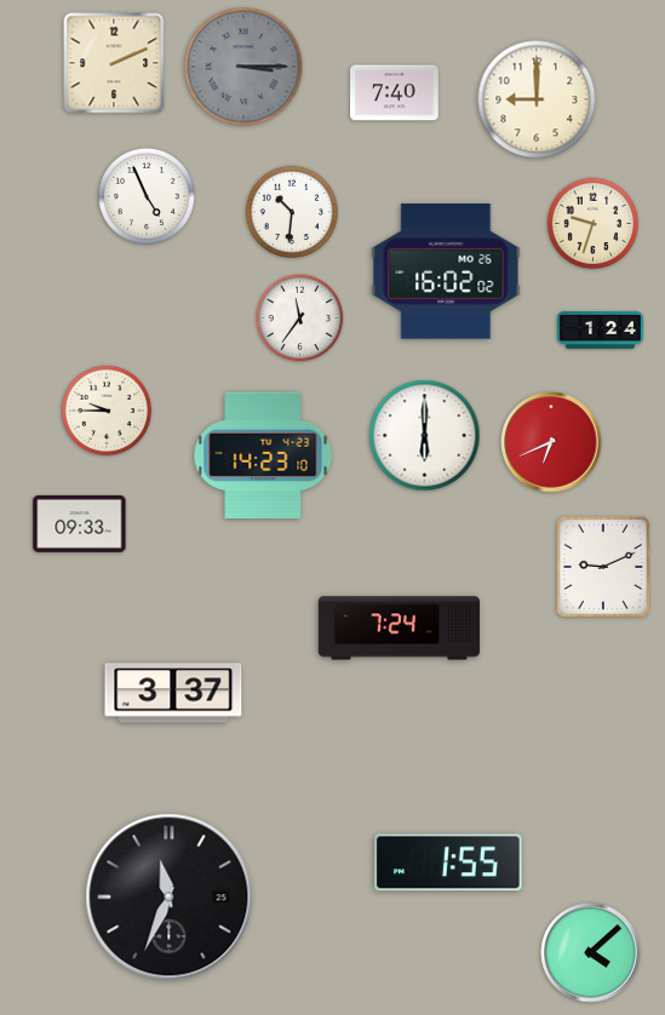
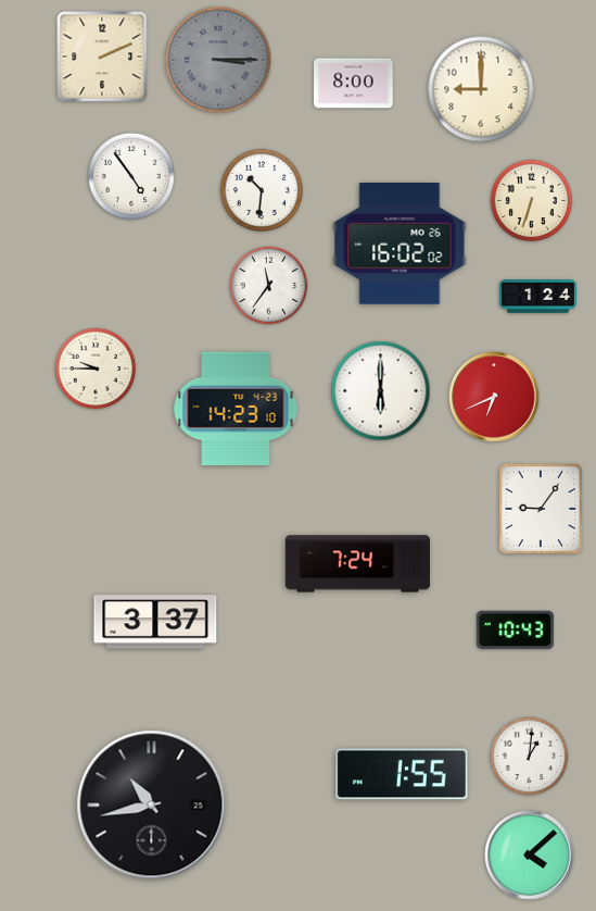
clock at (395, 93): 7:40 -> 8:00
clock at (147, 196): 4:56 -> 4:54
clock at (594, 224): 9:33 -> 6:33
clock at (80, 523): 09:33 -> none
clock at (603, 567): 9:11 -> 9:06
clock at (515, 629): none -> 10:43
clock at (530, 757): none -> 1:01
clock at (170, 898): 11:34 -> 10:43
